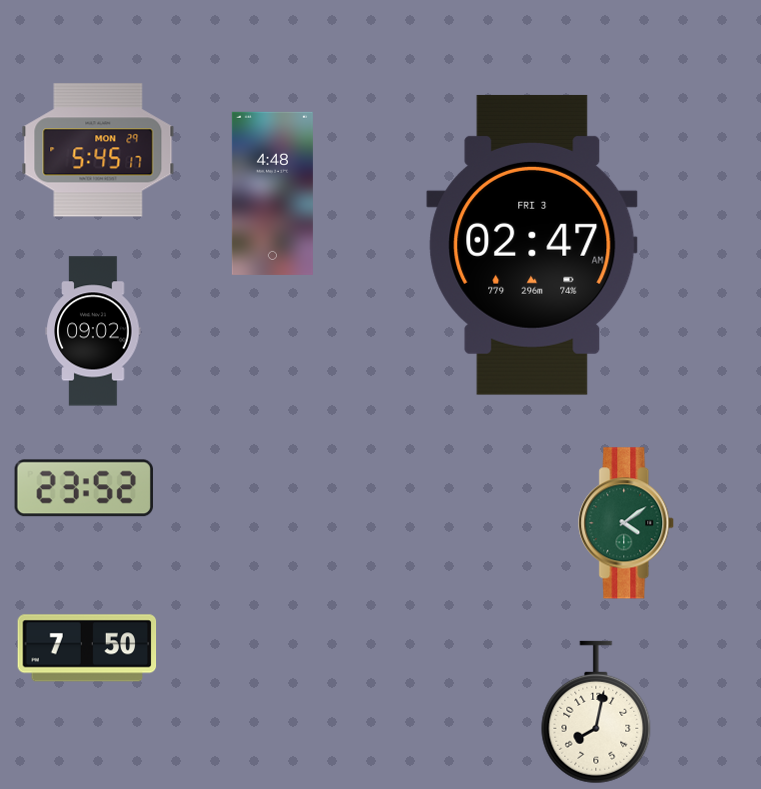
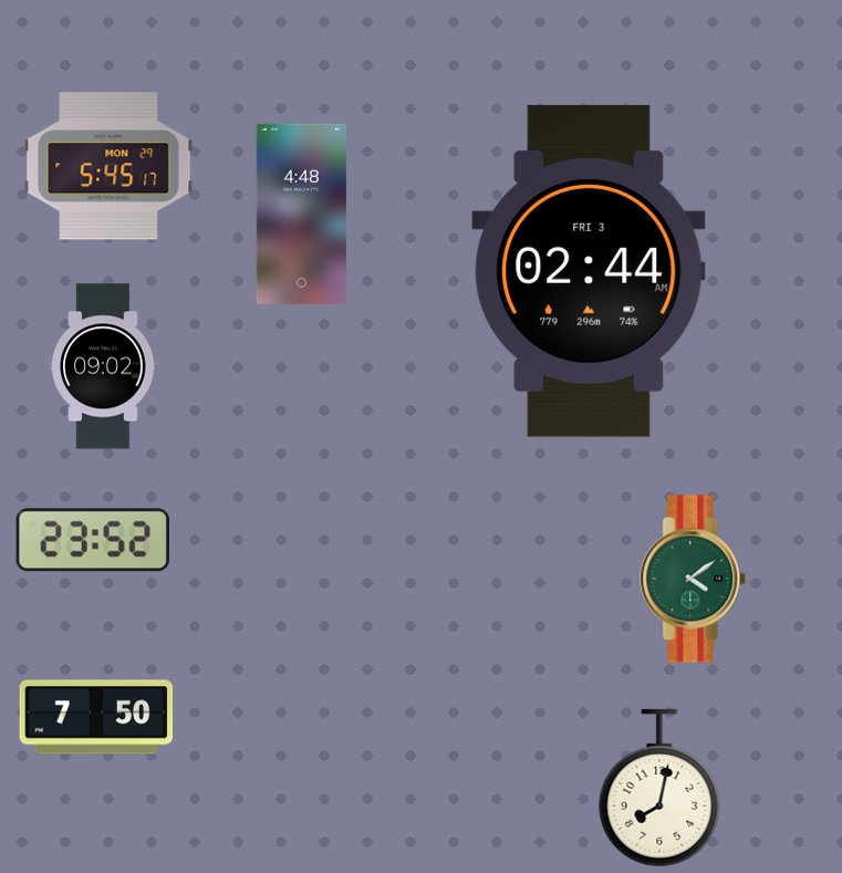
clock at (532, 245): 02:47 -> 02:44
